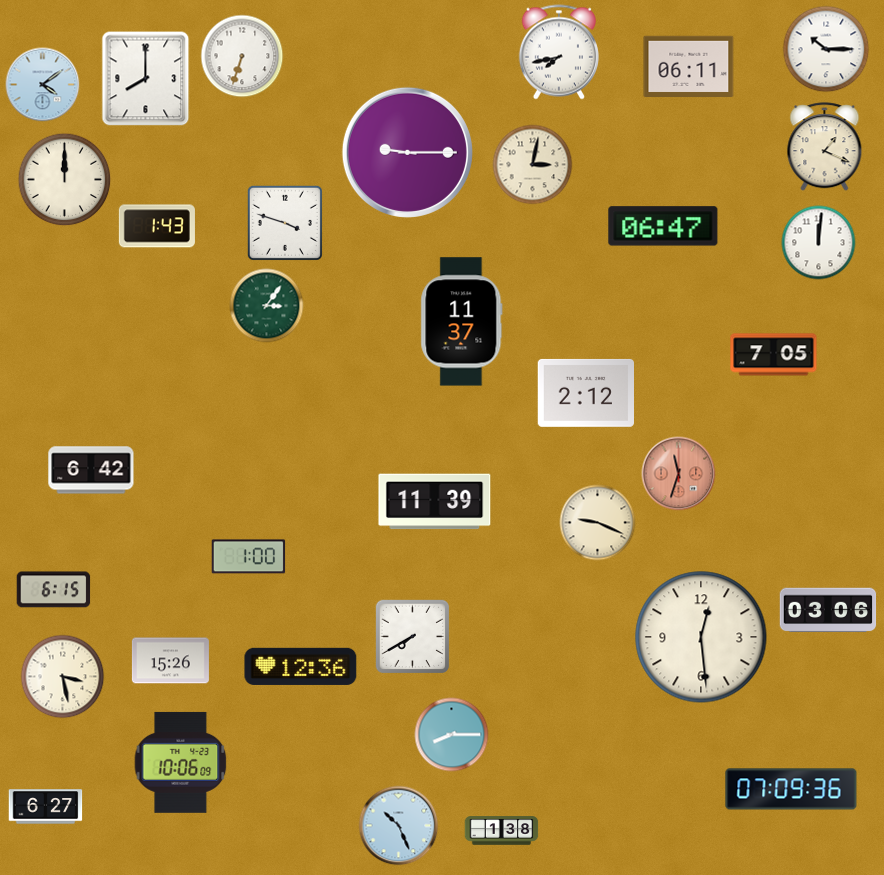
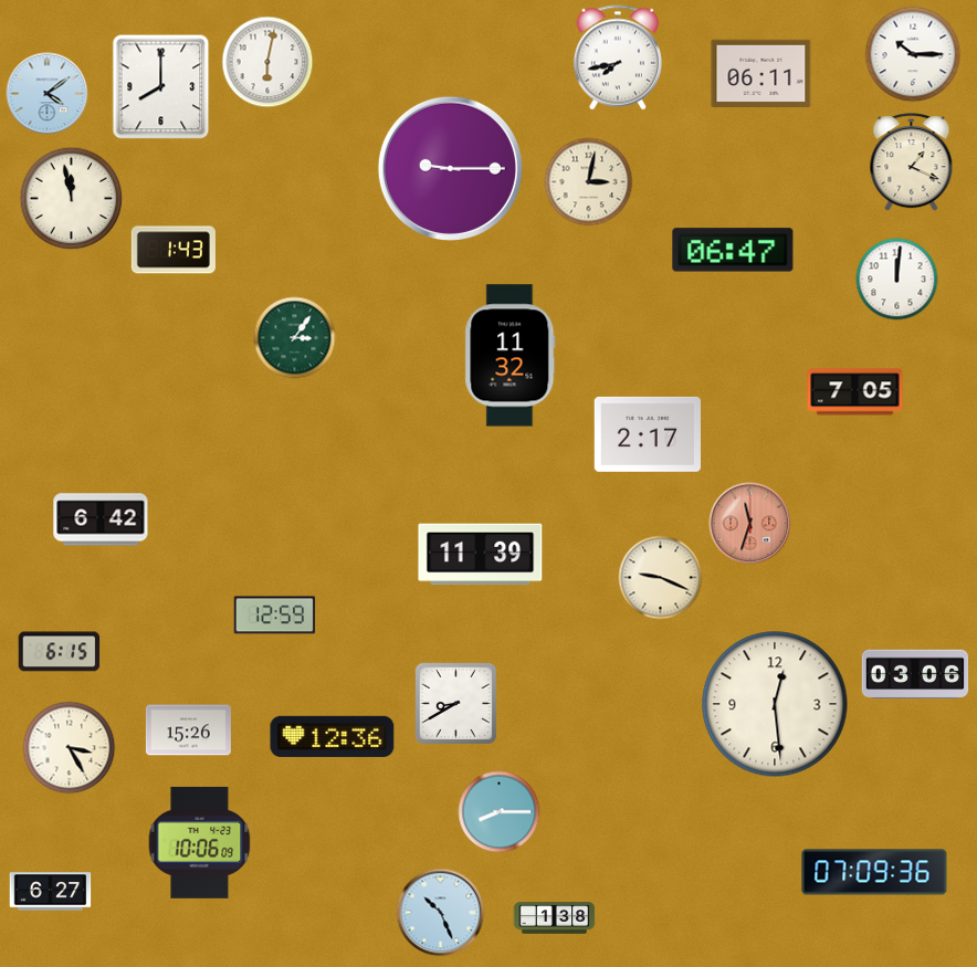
clock at (242, 56): 6:33 -> 6:02
clock at (65, 180): 12:00 -> 11:58
clock at (285, 223): 3:48 -> none
clock at (819, 243) position: (819, 243) -> (897, 280)
clock at (462, 322): 11:37 -> 11:32
clock at (585, 393): 2:12 -> 2:17
clock at (249, 557): 1:00 -> 12:59
clock at (412, 636): 7:40 -> 8:40
clock at (63, 677): 3:28 -> 3:25
